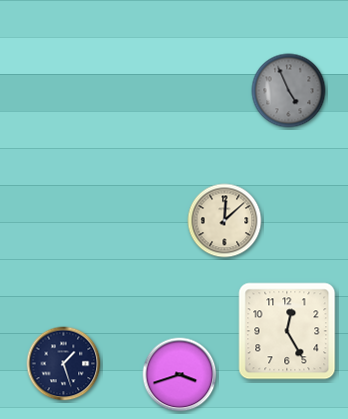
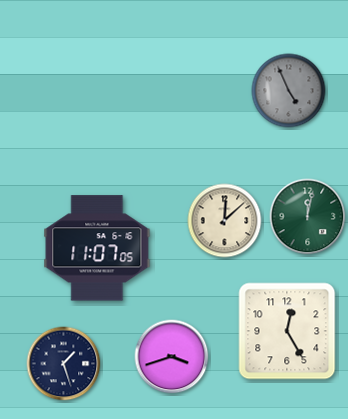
clock at (308, 217): none -> 12:02
clock at (97, 248): none -> 11:07
clock at (180, 375) position: (180, 375) -> (172, 357)
